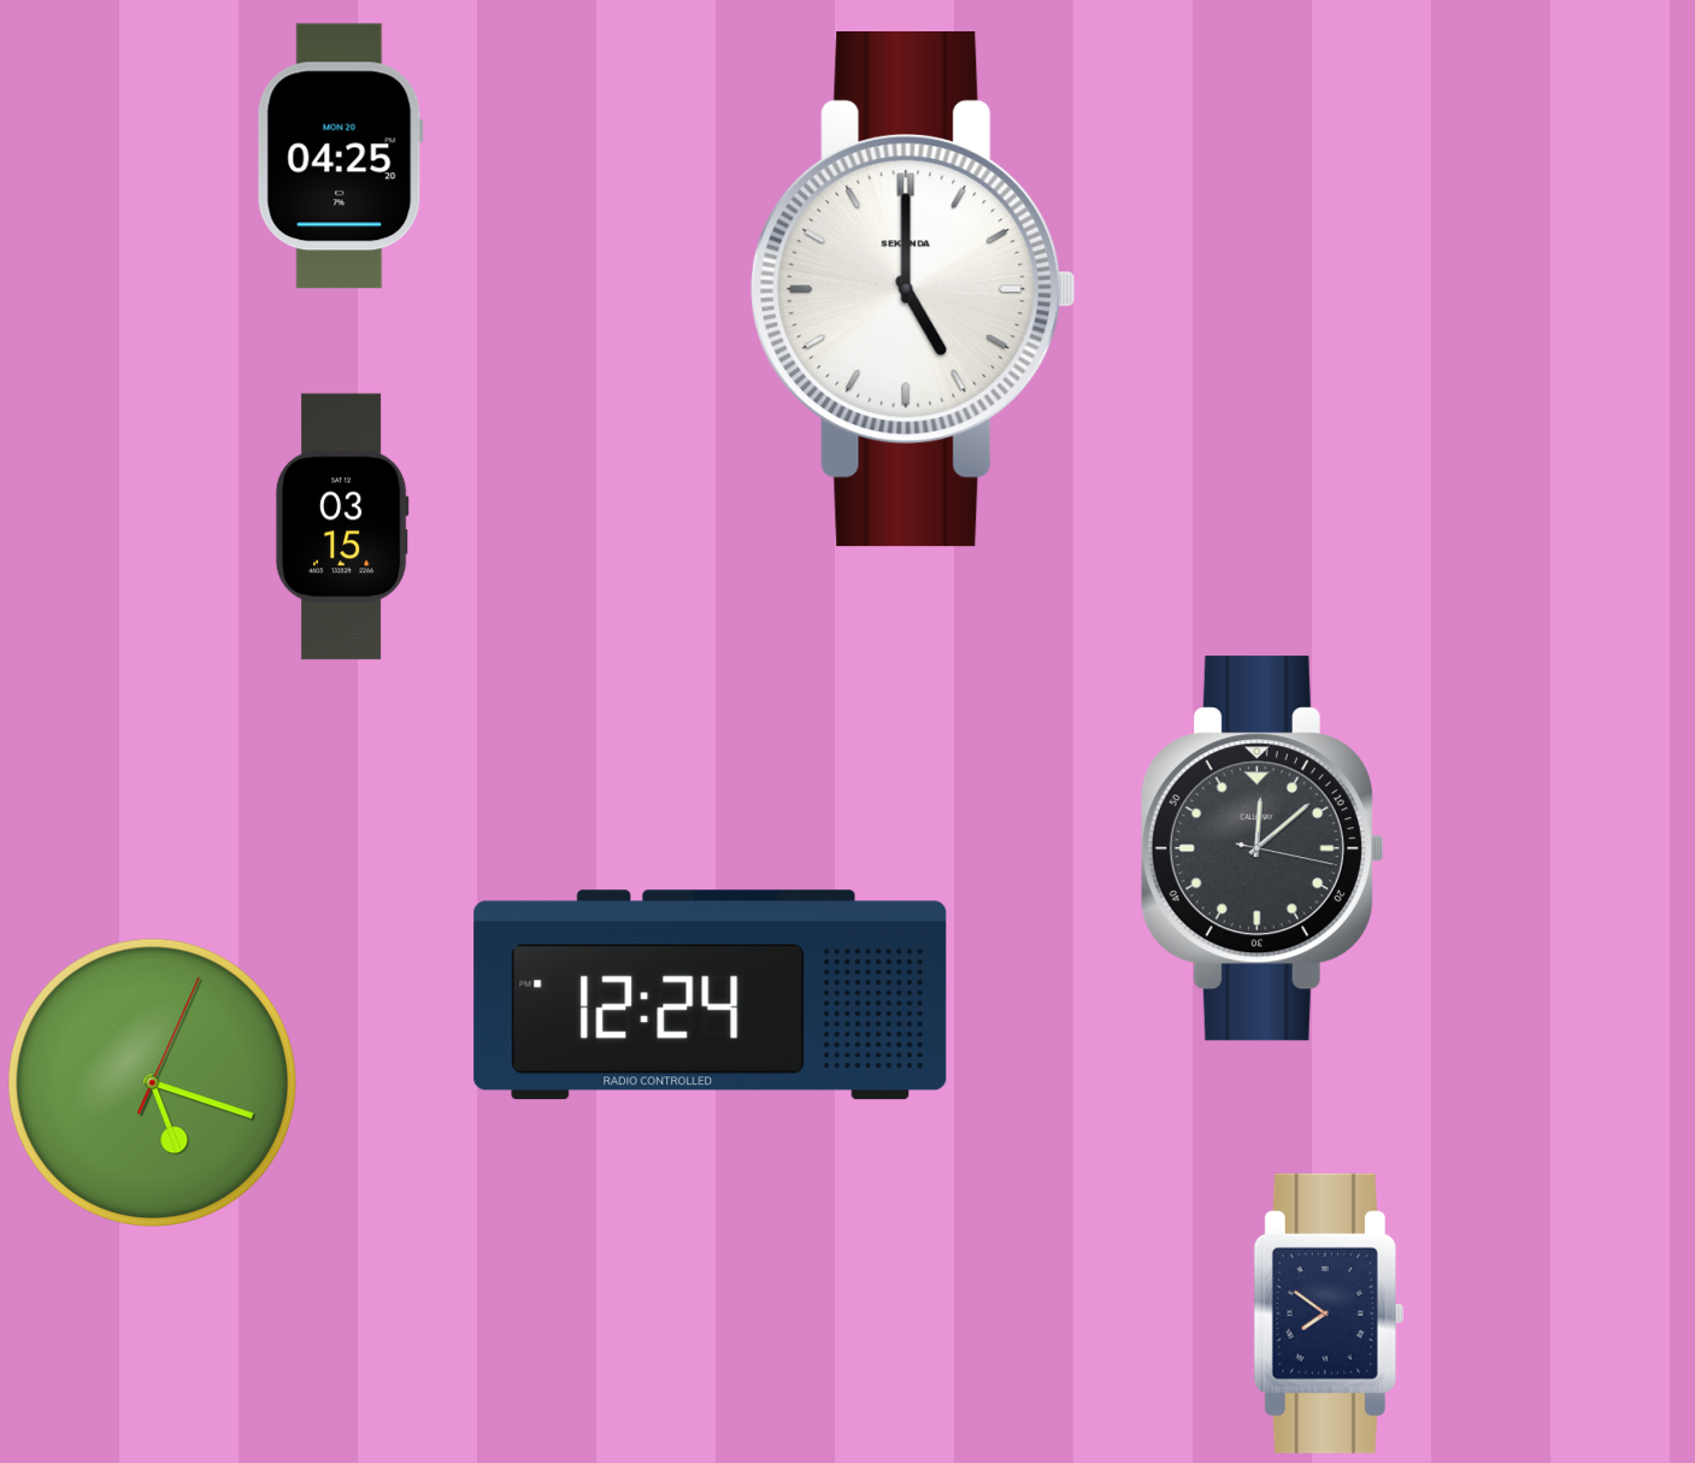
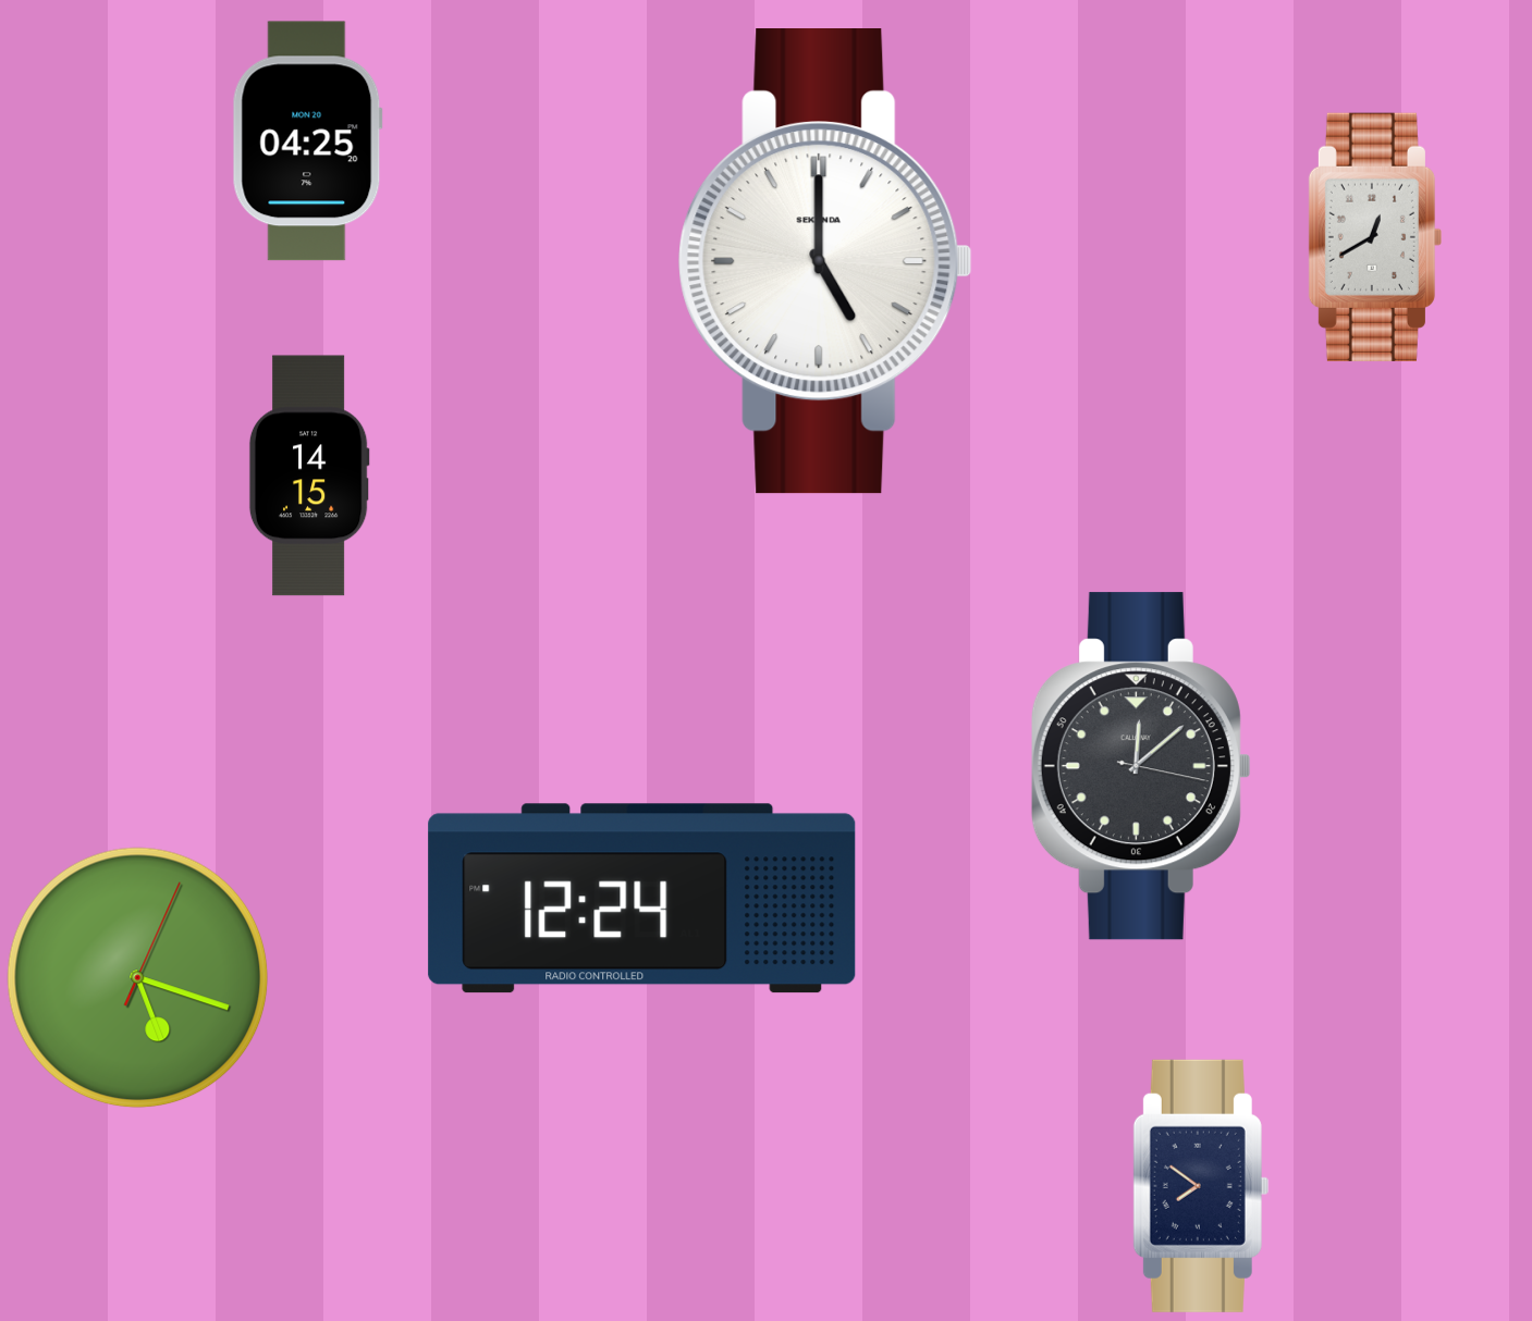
clock at (1375, 237): none -> 12:40
clock at (342, 527): 03:15 -> 14:15
